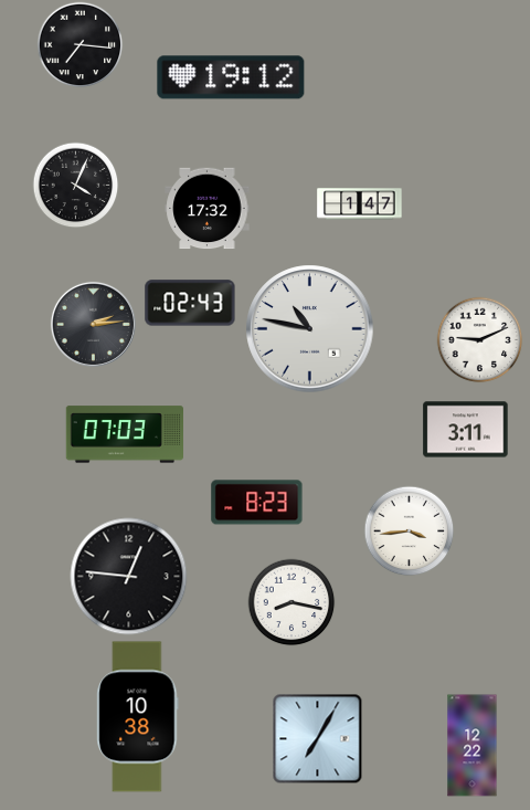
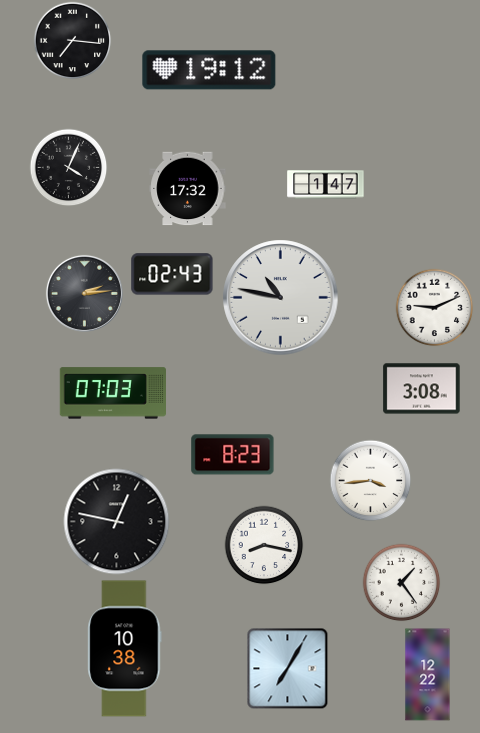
clock at (466, 430): 3:11 -> 3:08
clock at (129, 577): 12:46 -> 12:47
clock at (401, 582): none -> 1:24
